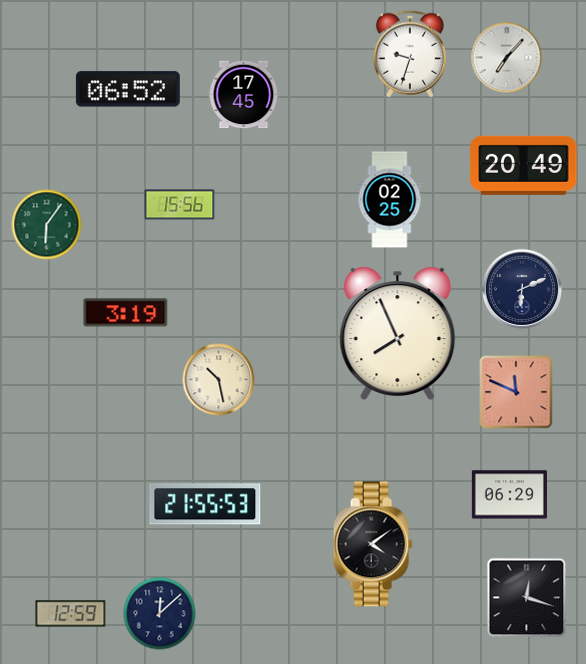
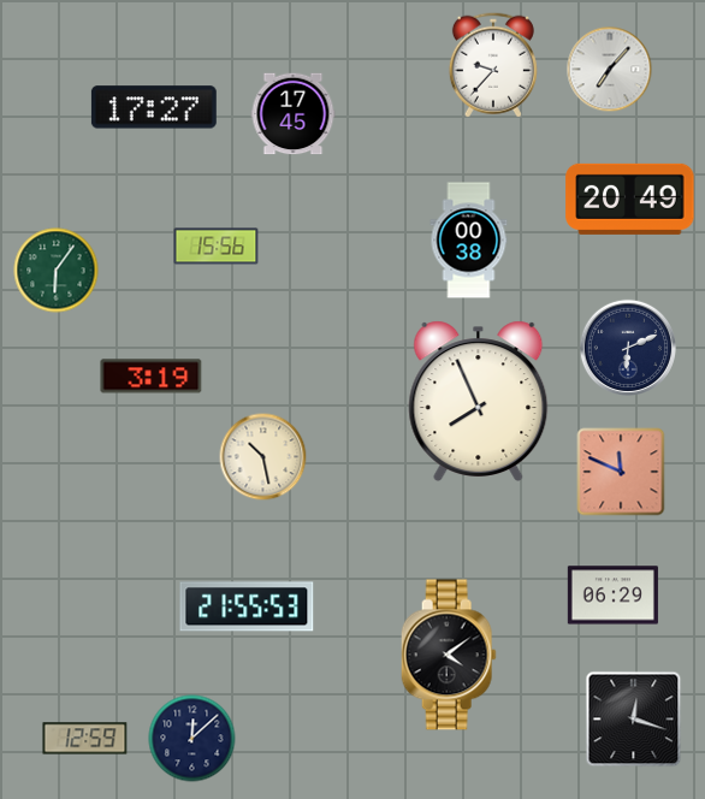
clock at (410, 54): 9:33 -> 9:37
clock at (128, 89): 06:52 -> 17:27
clock at (390, 200): 02:25 -> 00:38
